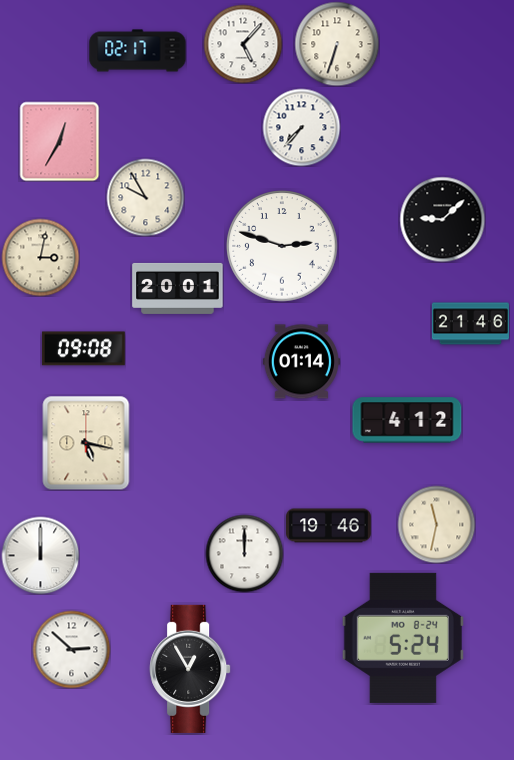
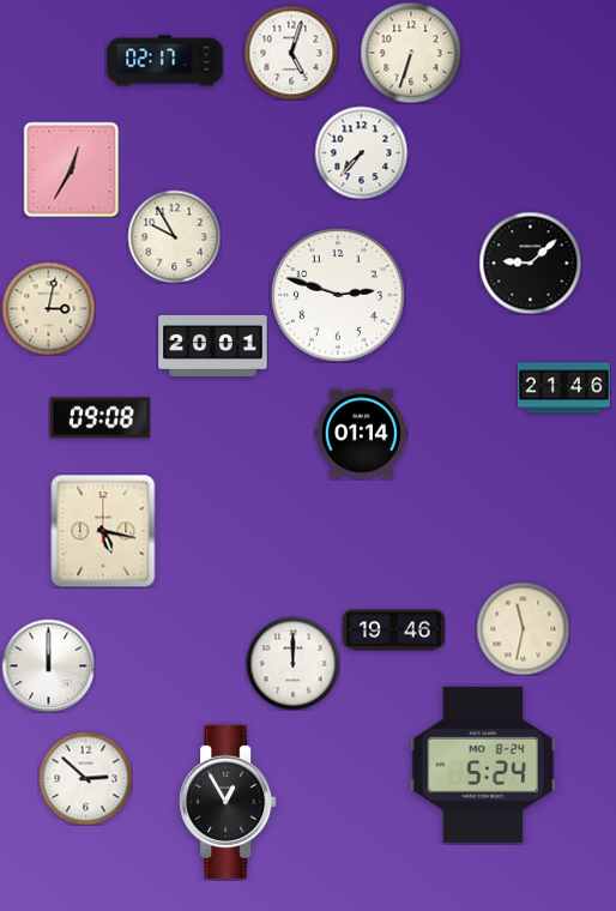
clock at (243, 44): 5:07 -> 5:03
clock at (337, 44) position: (337, 44) -> (411, 53)
clock at (407, 420): 4:12 -> none
